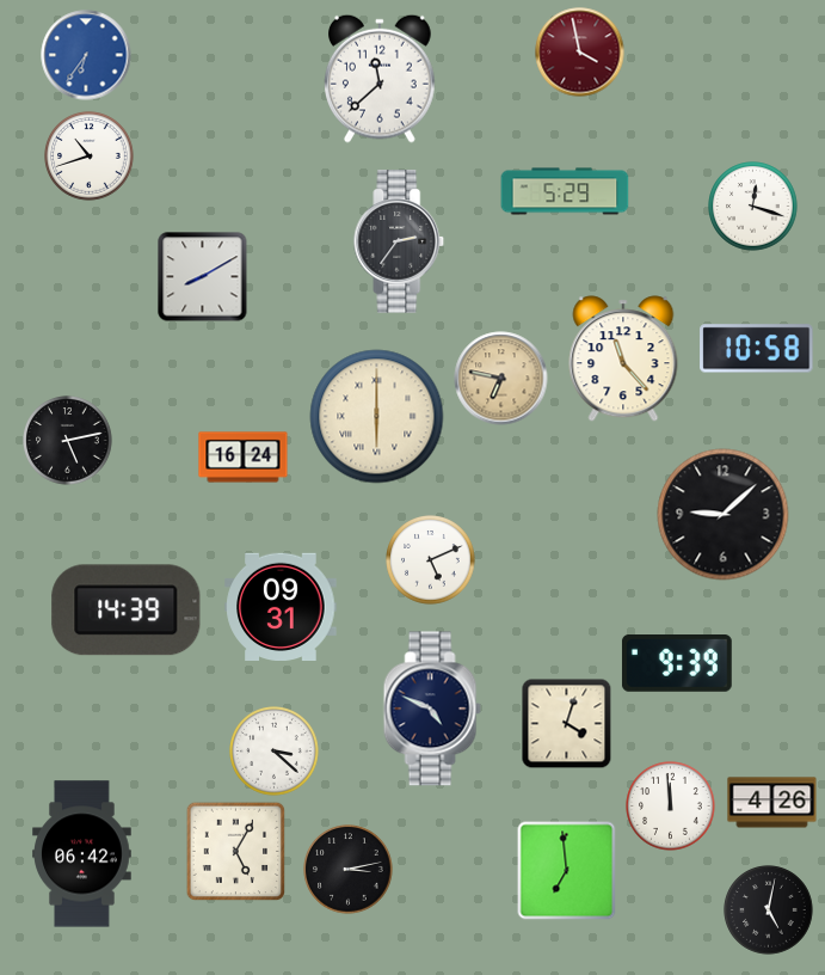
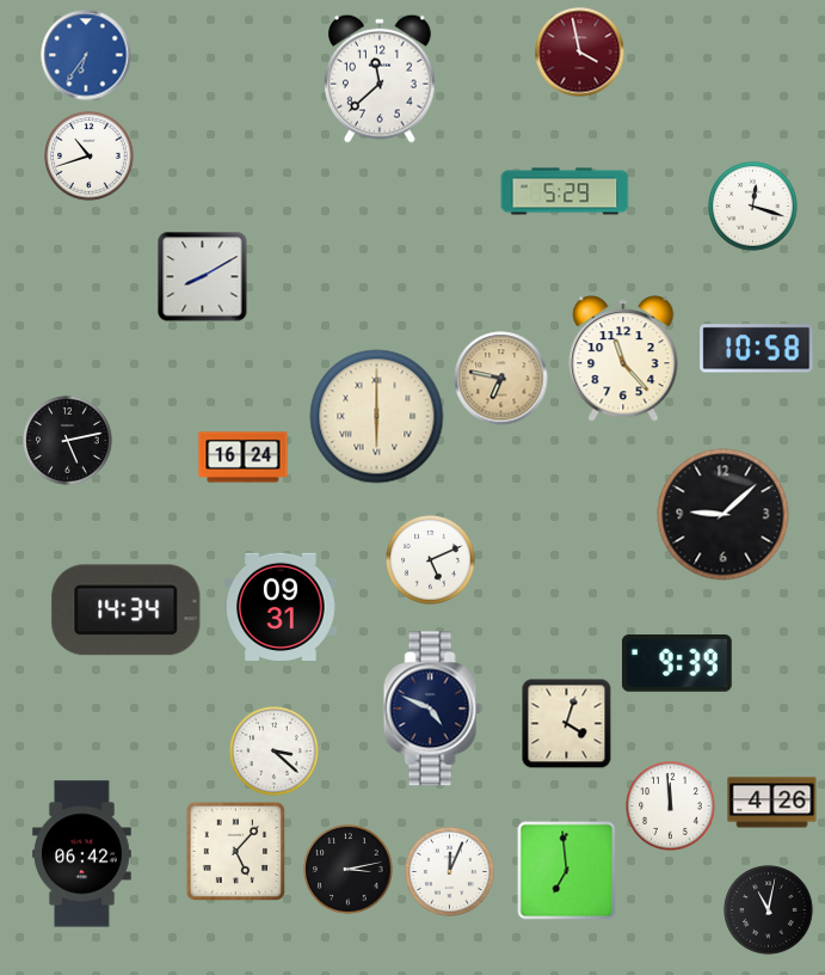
clock at (399, 241): 2:36 -> none
clock at (127, 611): 14:39 -> 14:34
clock at (236, 852): 5:05 -> 5:07
clock at (450, 872): none -> 12:04
clock at (769, 910): 5:02 -> 11:02
